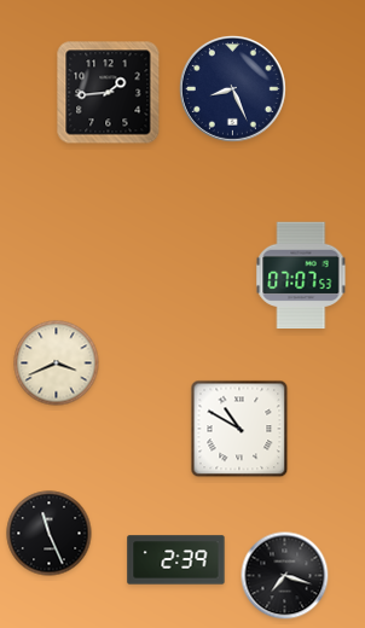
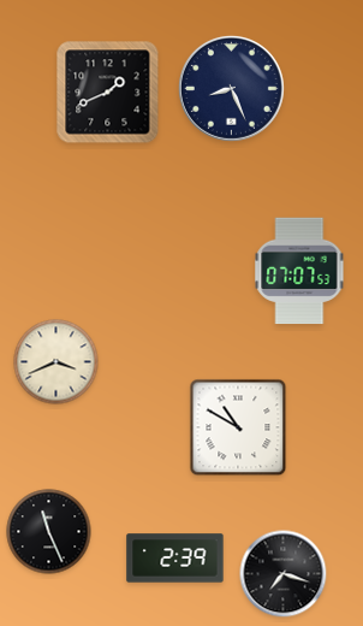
clock at (109, 93): 1:44 -> 1:41
clock at (301, 275) position: (301, 275) -> (299, 271)
